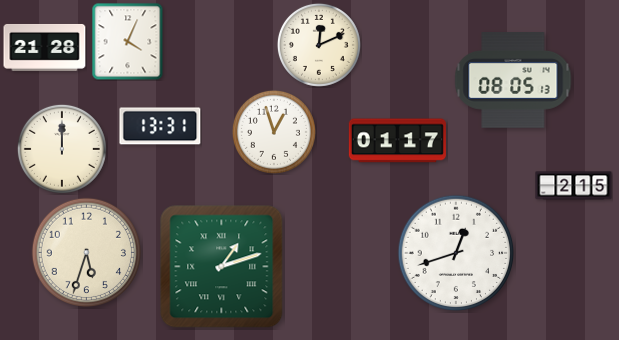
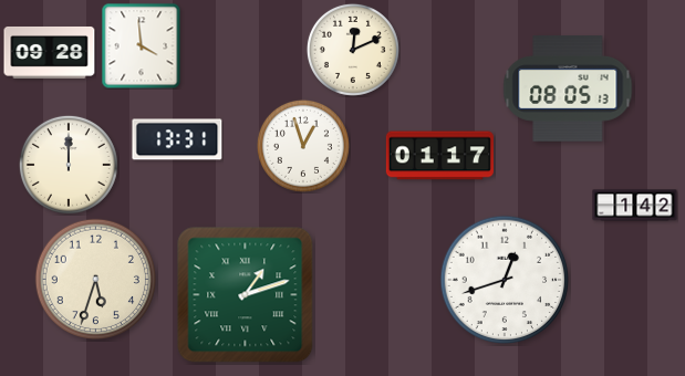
clock at (128, 41): 4:04 -> 3:59
clock at (45, 47): 21:28 -> 09:28
clock at (574, 186): 2:15 -> 1:42
